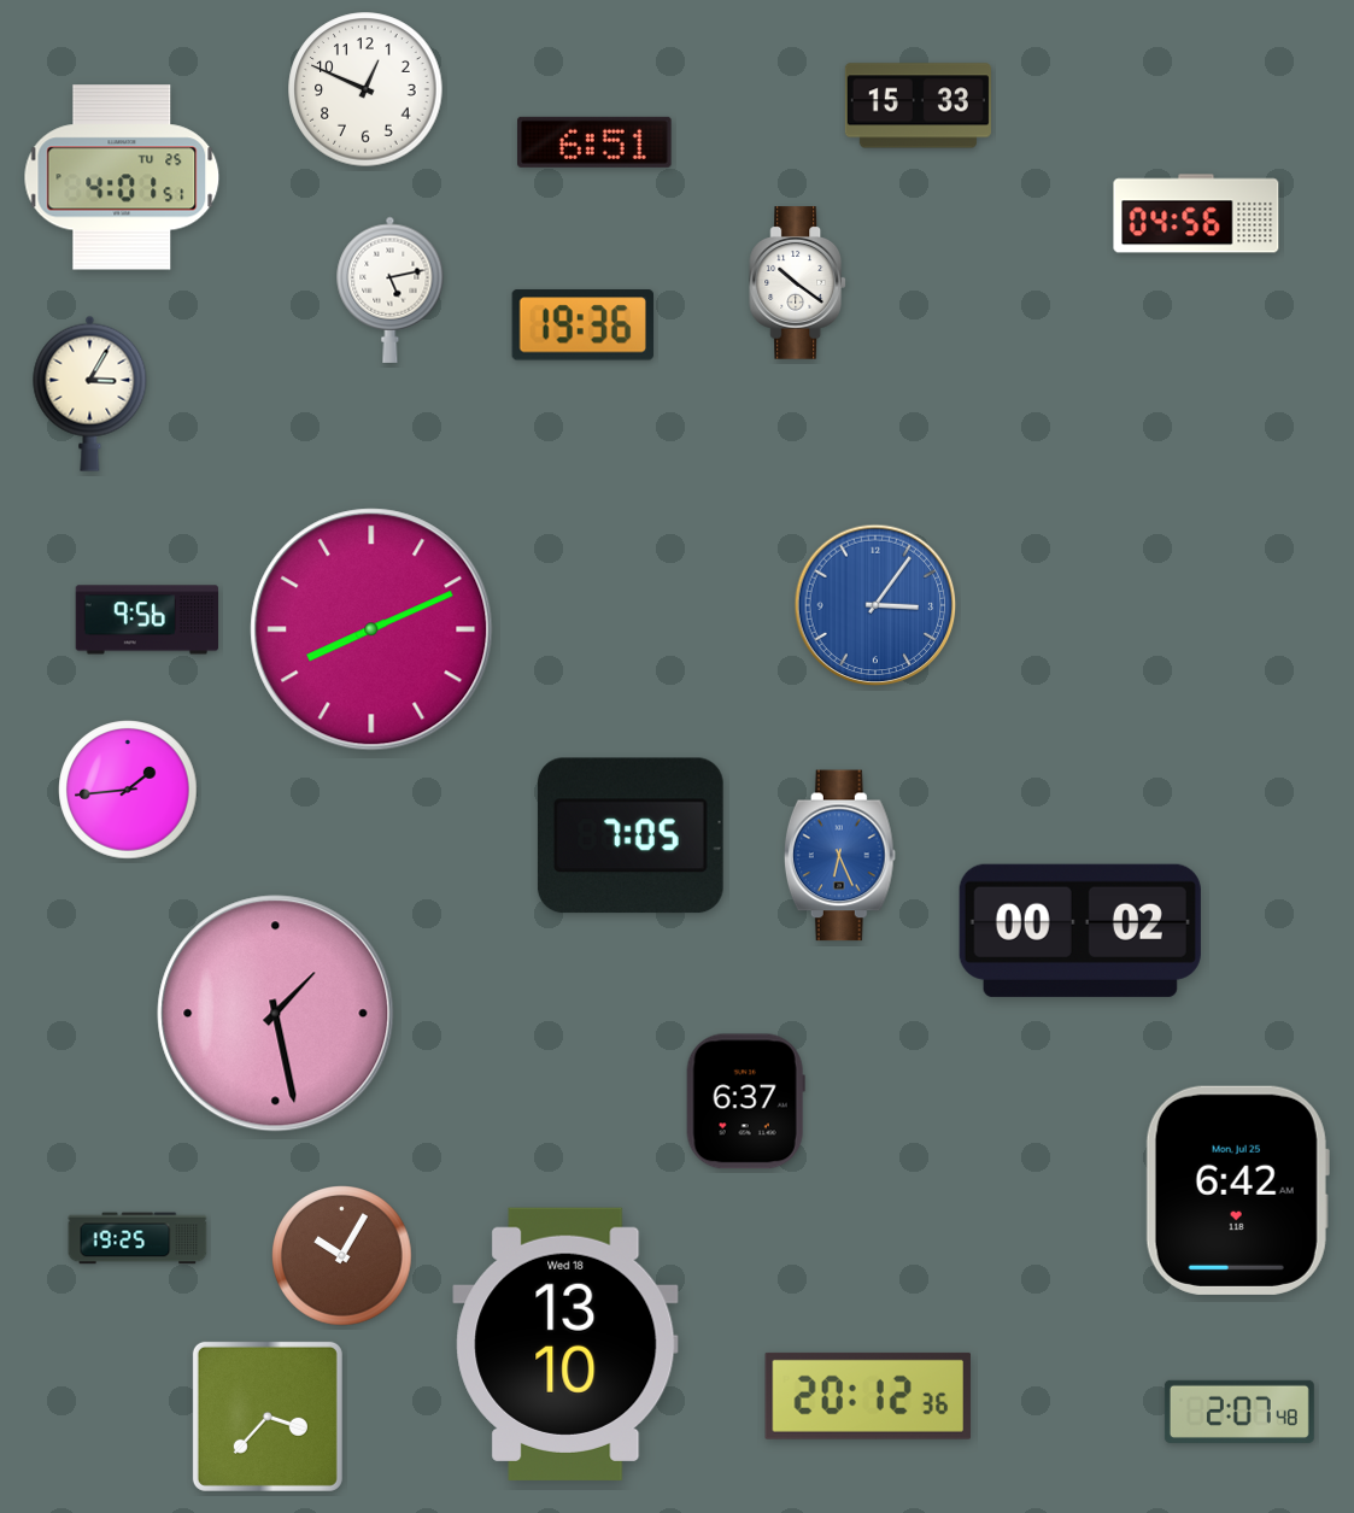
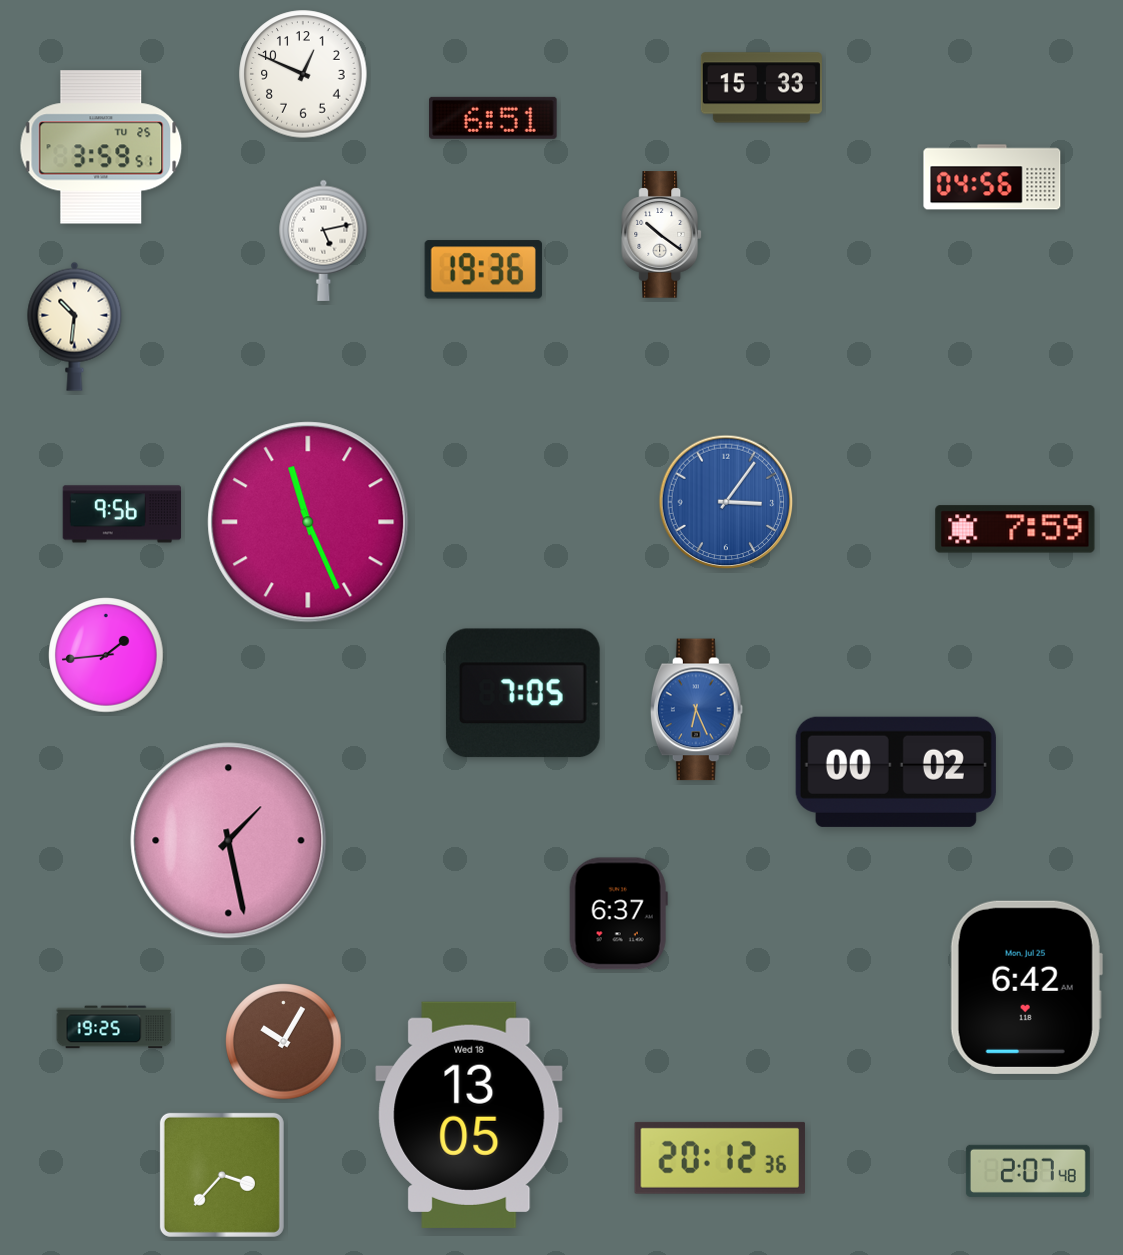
clock at (122, 177): 4:01 -> 3:59
clock at (90, 393): 3:05 -> 10:31
clock at (371, 629): 8:11 -> 11:26
clock at (1015, 529): none -> 7:59
clock at (565, 1344): 13:10 -> 13:05
